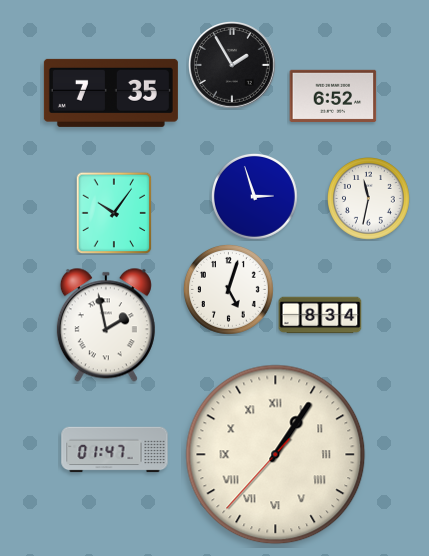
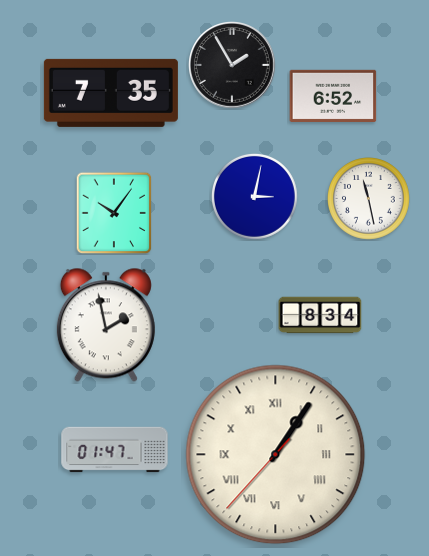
clock at (255, 197): 2:57 -> 3:02
clock at (369, 199): 11:32 -> 11:28
clock at (228, 289): 5:03 -> none
